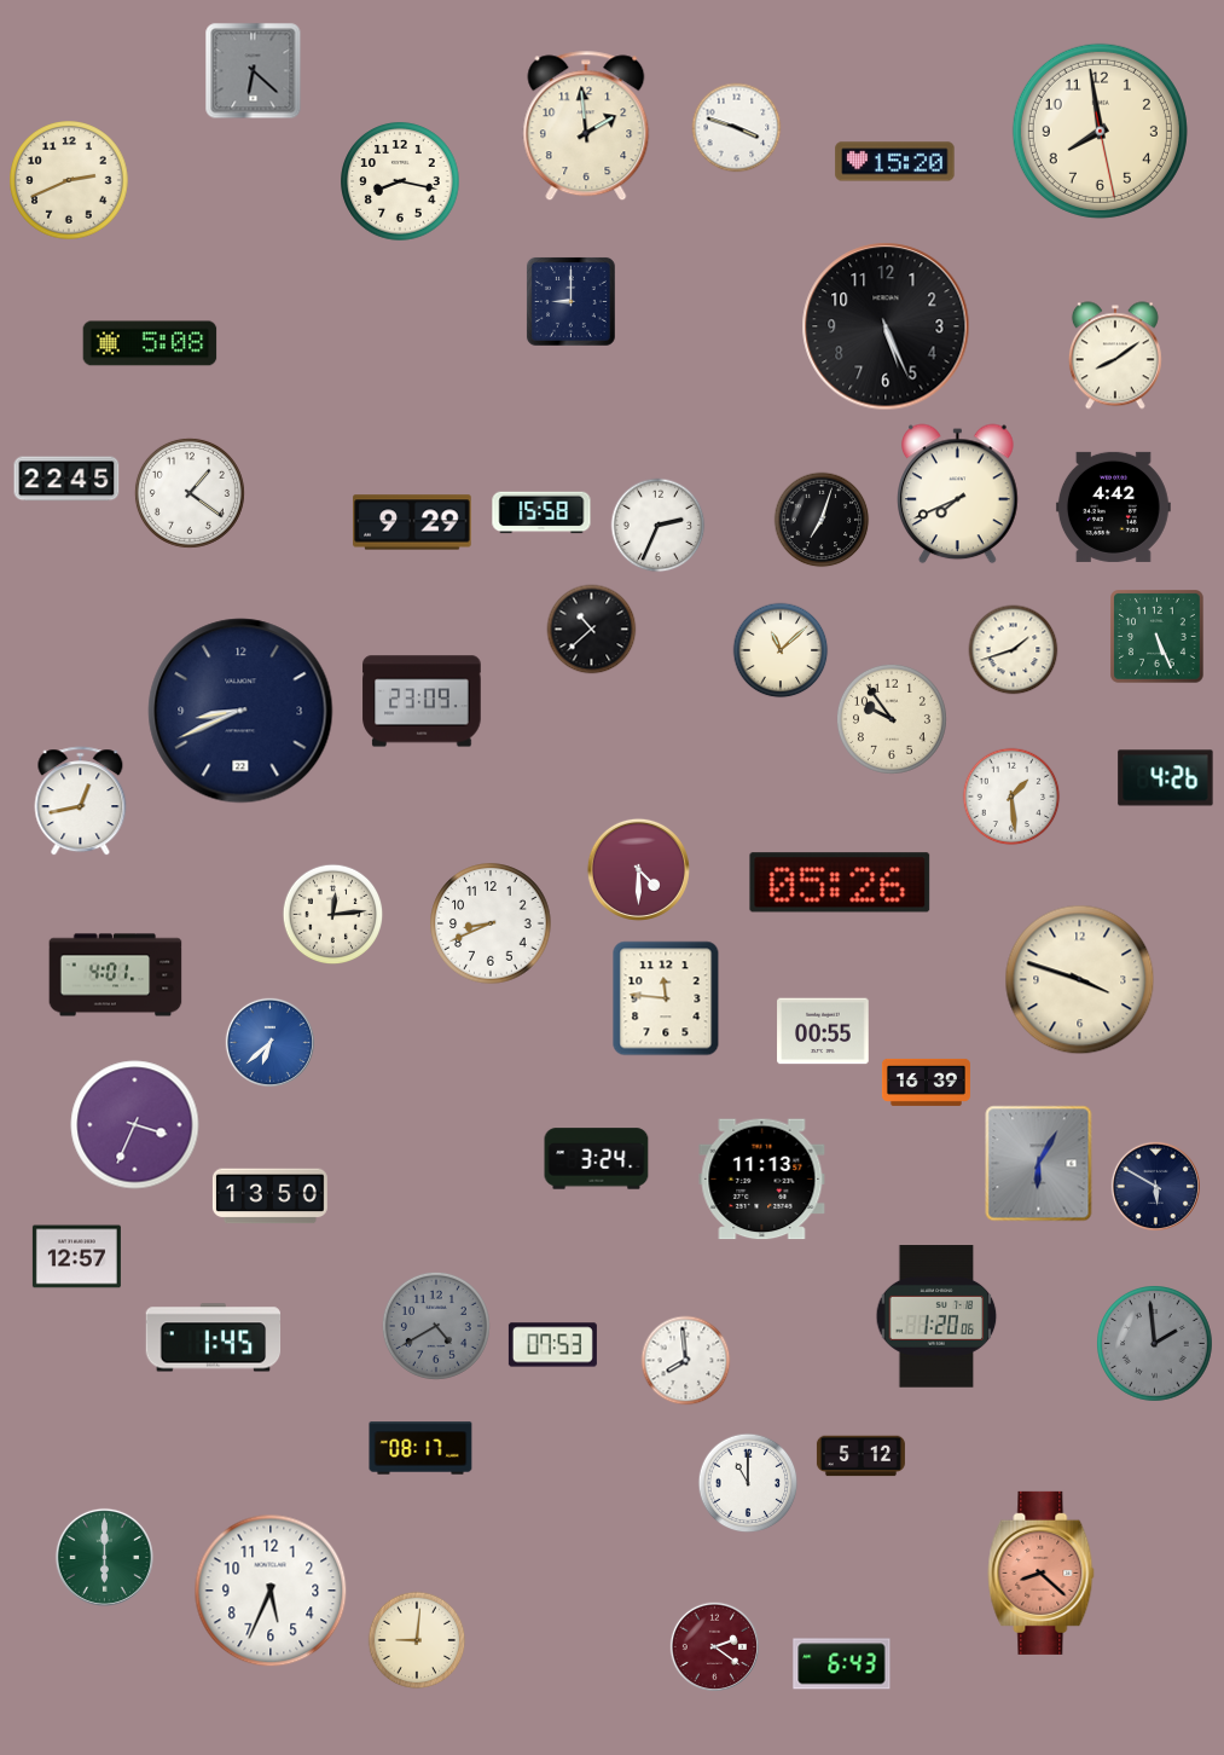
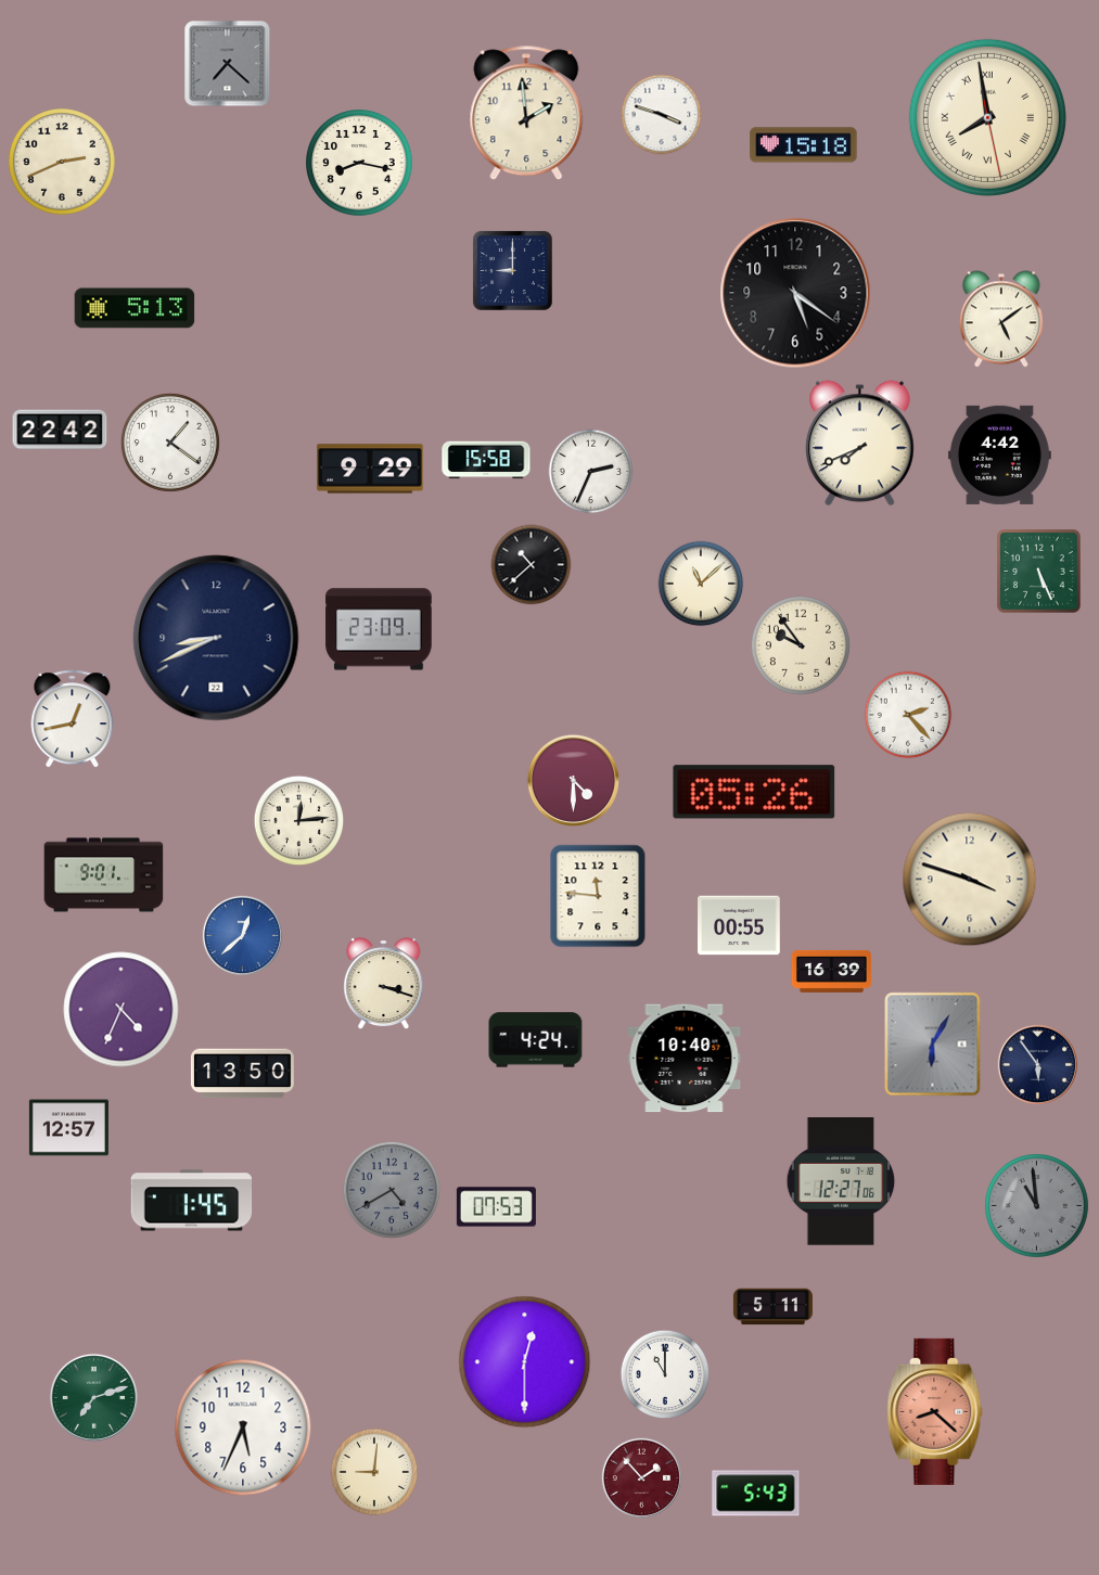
clock at (254, 71): 6:22 -> 7:22
clock at (1100, 131) numerals: Arabic -> Roman
clock at (895, 162): 15:20 -> 15:18
clock at (886, 326): 5:26 -> 5:21
clock at (150, 343): 5:08 -> 5:13
clock at (1115, 355): 8:09 -> 5:09
clock at (66, 479): 22:45 -> 22:42
clock at (822, 520): 7:03 -> none
clock at (1014, 650): 1:42 -> none
clock at (1166, 778): 4:26 -> none
clock at (1011, 797): 1:29 -> 2:23
clock at (491, 923): 8:41 -> none
clock at (116, 975): 4:01 -> 9:01
clock at (269, 1042): 6:38 -> 12:38
clock at (384, 984): none -> 3:18
clock at (135, 1125): 3:34 -> 4:34
clock at (597, 1159): 3:24 -> 4:24
clock at (762, 1180): 11:13 -> 10:40
clock at (1155, 1186): 5:50 -> 5:54
clock at (936, 1316): 1:20 -> 12:27
clock at (1155, 1344): 1:59 -> 10:59
clock at (686, 1361): 7:59 -> none
clock at (420, 1448): 08:17 -> none
clock at (860, 1456): 5:12 -> 5:11
clock at (748, 1483) position: (748, 1483) -> (665, 1374)
clock at (525, 1362): none -> 12:30
clock at (104, 1557): 6:00 -> 7:12
clock at (714, 1646): 2:21 -> 1:53
clock at (842, 1664): 6:43 -> 5:43
